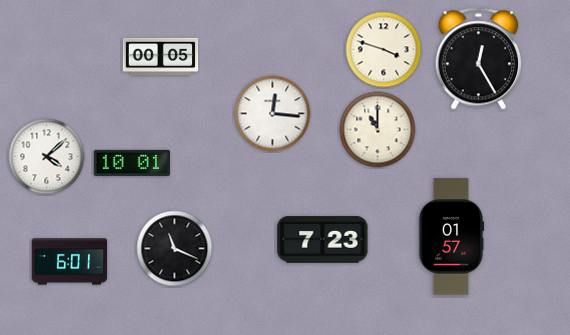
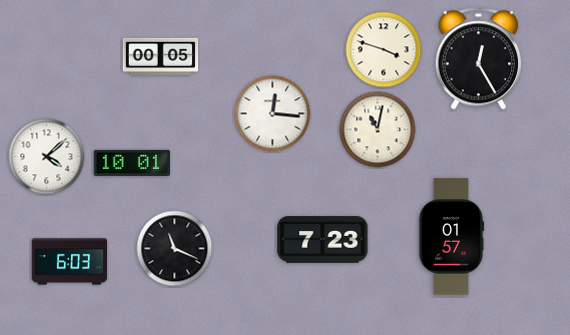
clock at (378, 130): 11:00 -> 11:02
clock at (70, 262): 6:01 -> 6:03
